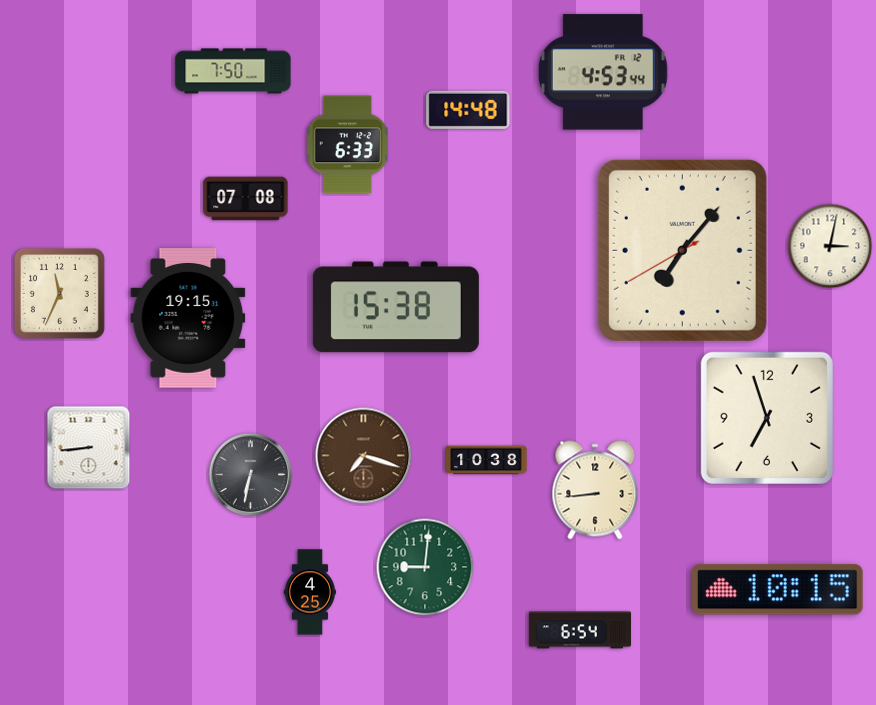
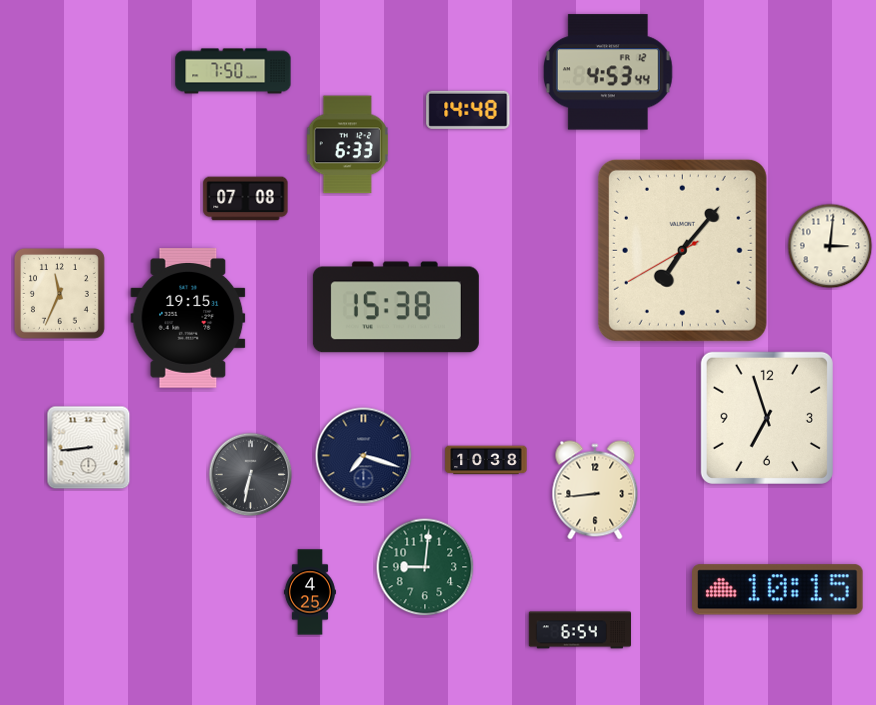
clock at (603, 72) position: (603, 72) -> (608, 72)
clock at (830, 246): 3:02 -> 3:01
clock at (364, 456) dial: brown -> navy
